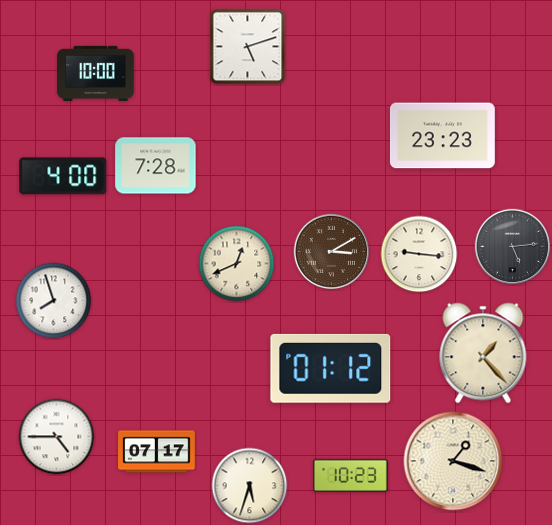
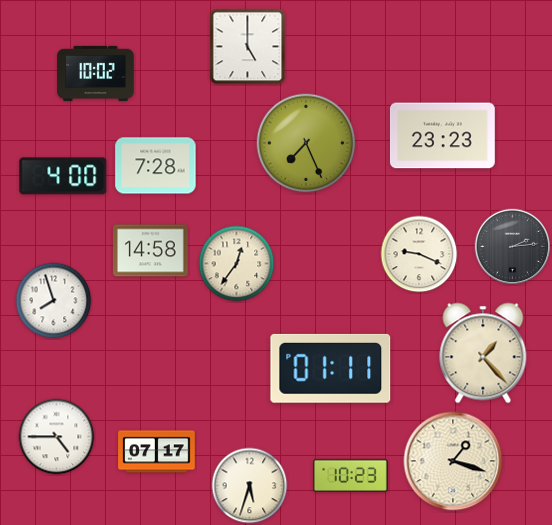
clock at (248, 47): 5:12 -> 5:00
clock at (96, 73): 10:00 -> 10:02
clock at (306, 143): none -> 7:26
clock at (513, 247): 5:14 -> 2:14
clock at (150, 251): none -> 14:58
clock at (332, 252): 3:10 -> none
clock at (419, 254): 9:16 -> 9:19
clock at (237, 264): 12:41 -> 12:36
clock at (331, 368): 01:12 -> 01:11
